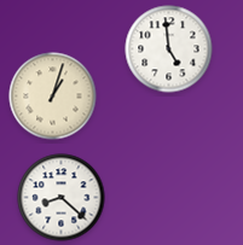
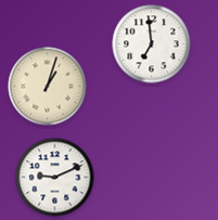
clock at (169, 49): 4:59 -> 6:59
clock at (62, 198): 8:22 -> 9:11
